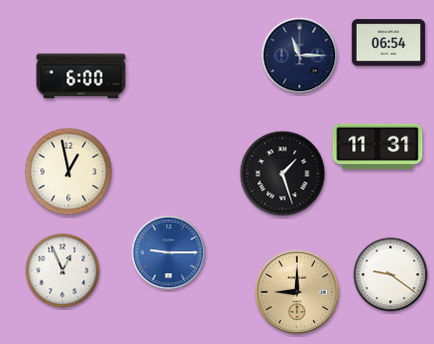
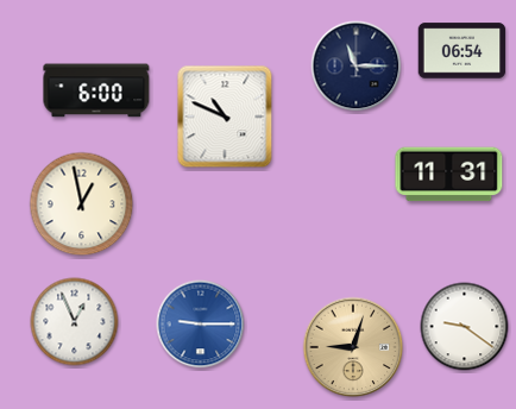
clock at (225, 117): none -> 10:49
clock at (283, 174): 1:27 -> none
clock at (169, 253) position: (169, 253) -> (201, 325)
clock at (297, 292): 9:00 -> 9:03
